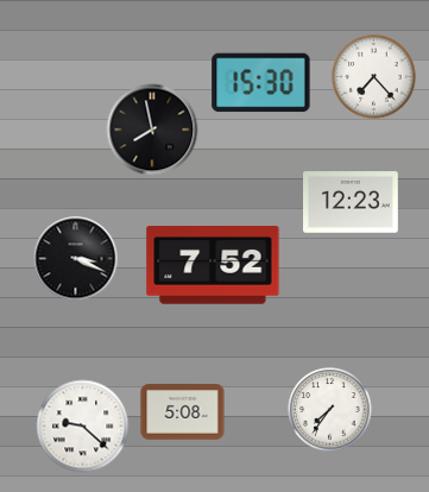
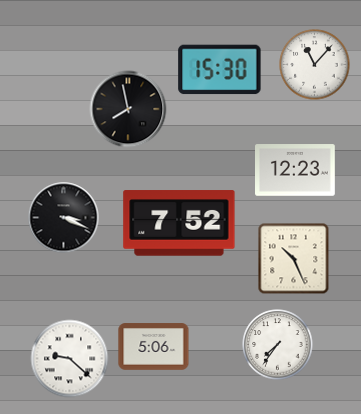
clock at (374, 77): 7:23 -> 11:07
clock at (294, 259): none -> 10:26
clock at (183, 412): 5:08 -> 5:06
